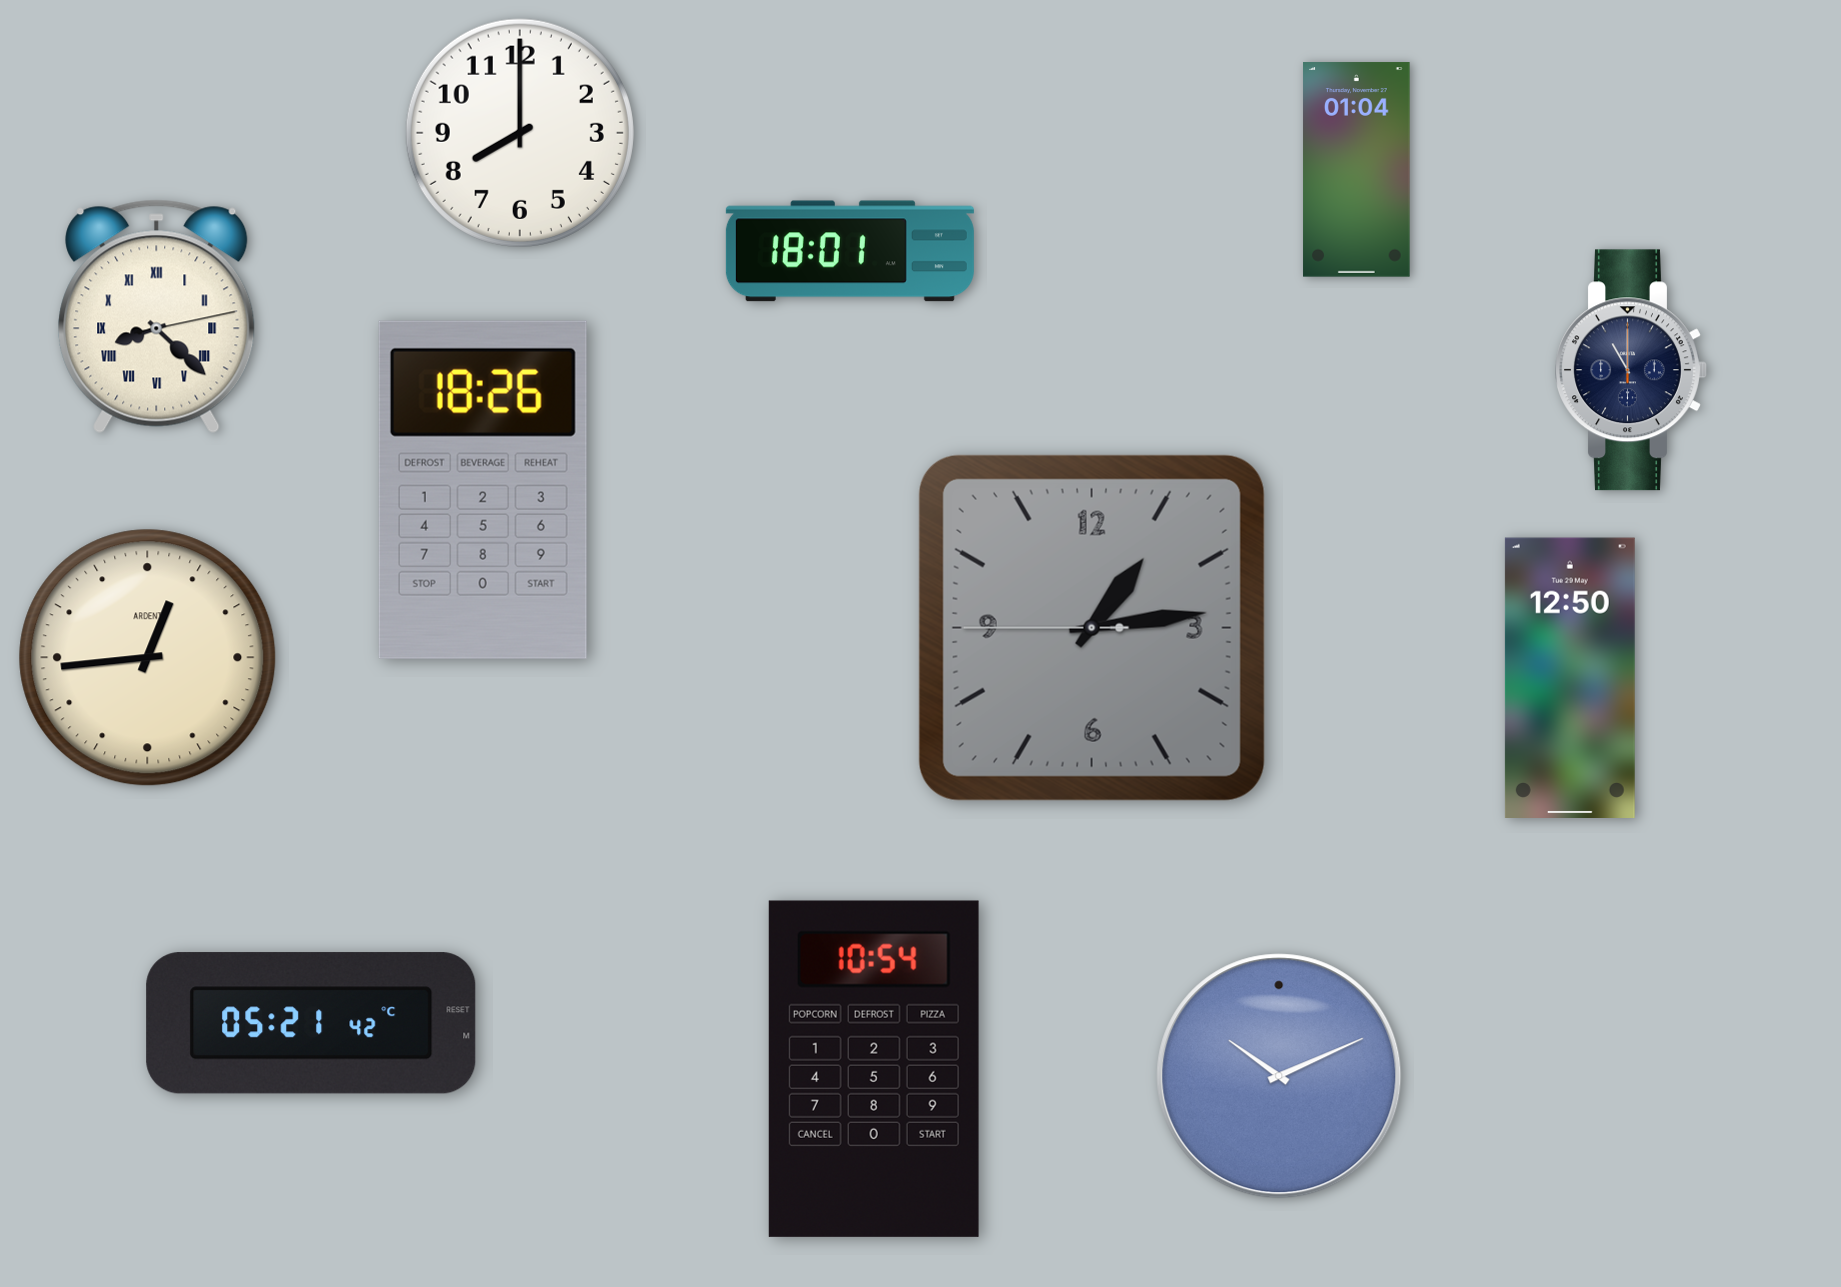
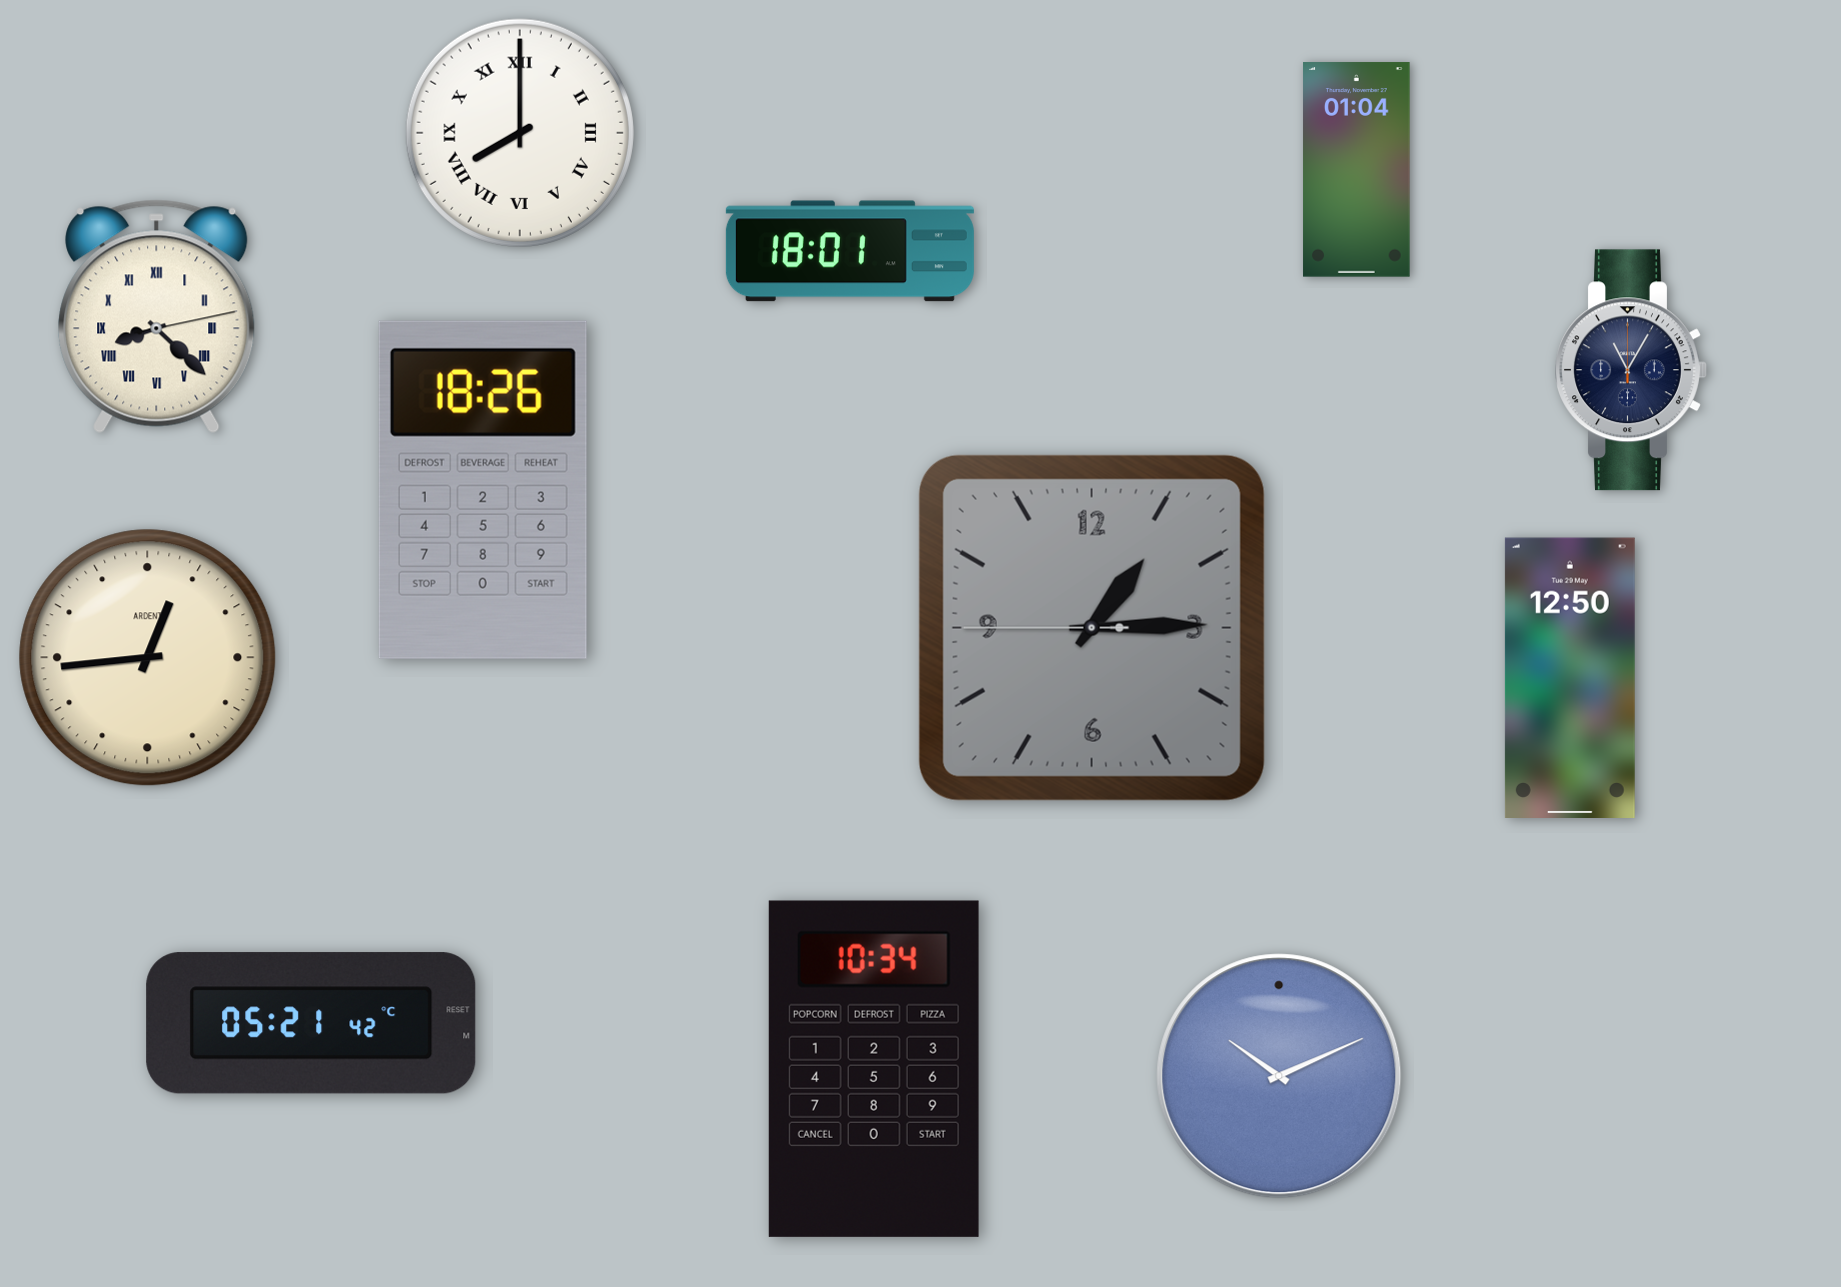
clock at (520, 133) numerals: Arabic -> Roman
clock at (1631, 370): 11:00 -> 11:05
clock at (1092, 628): 1:13 -> 1:14
clock at (874, 1069): 10:54 -> 10:34
